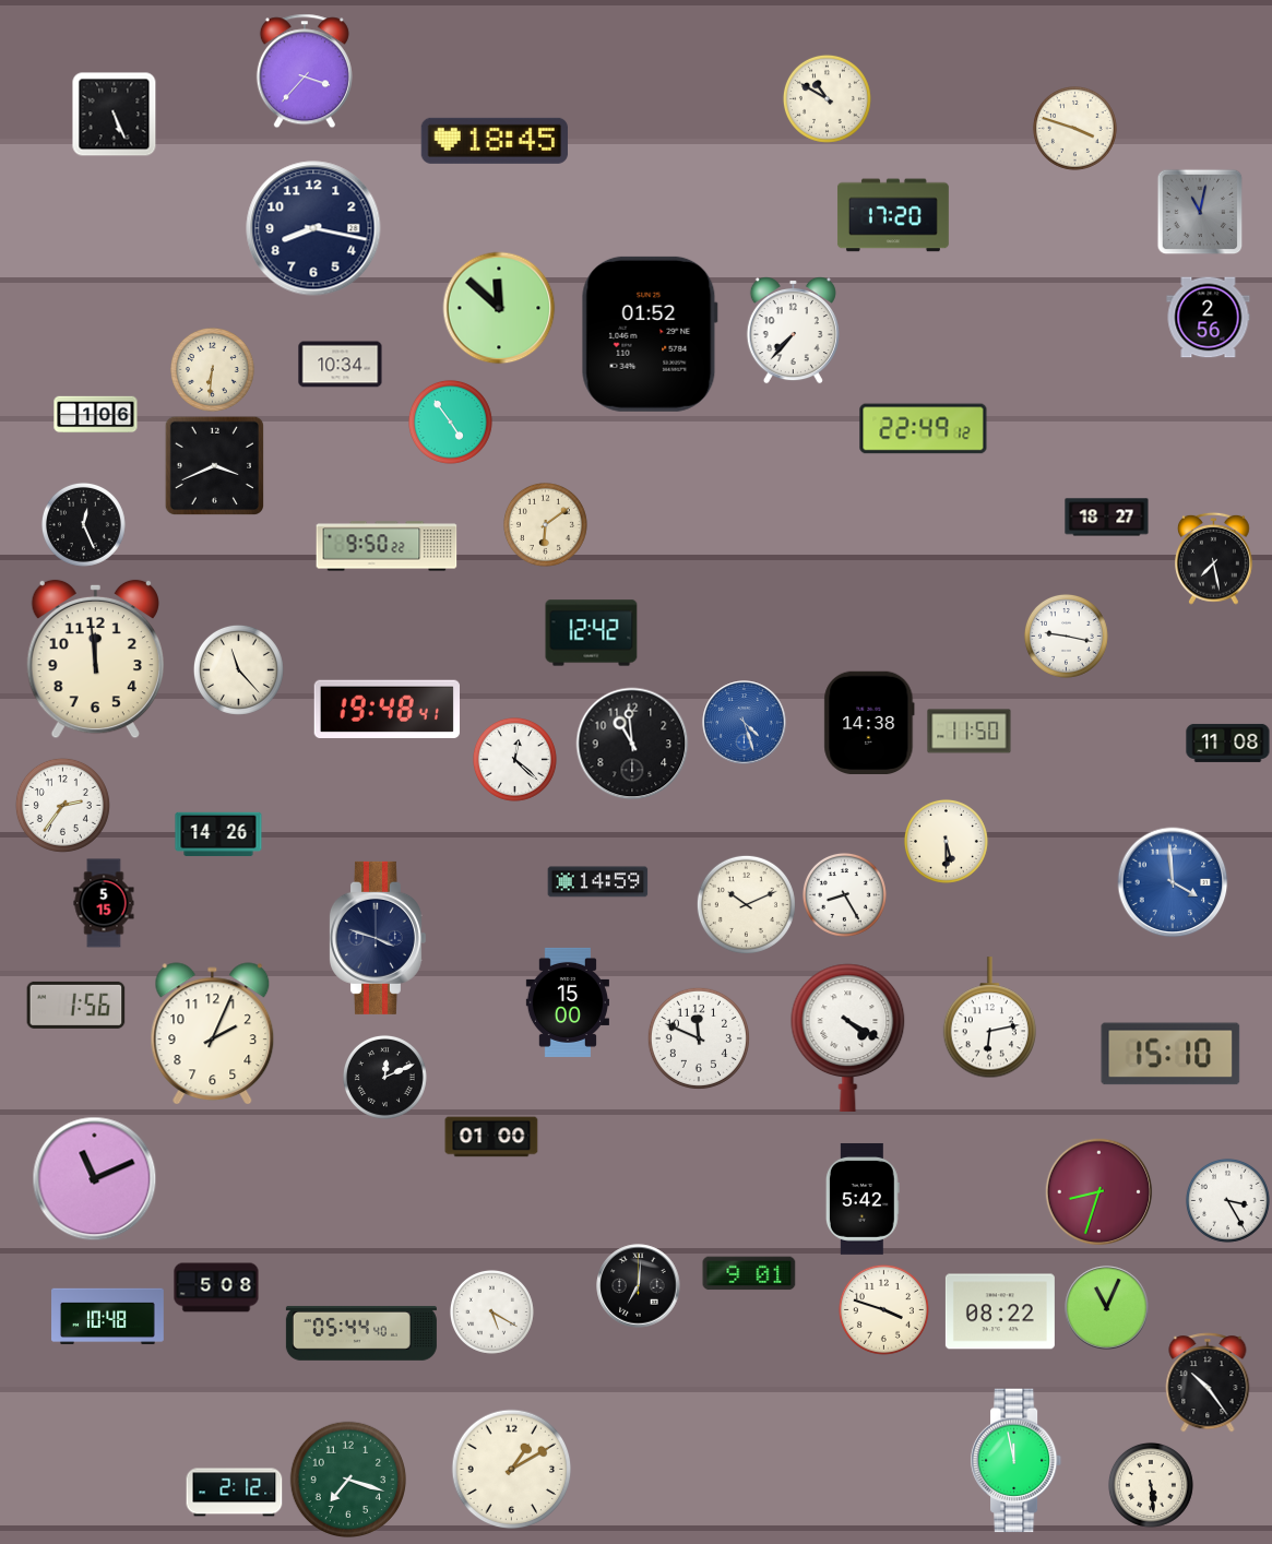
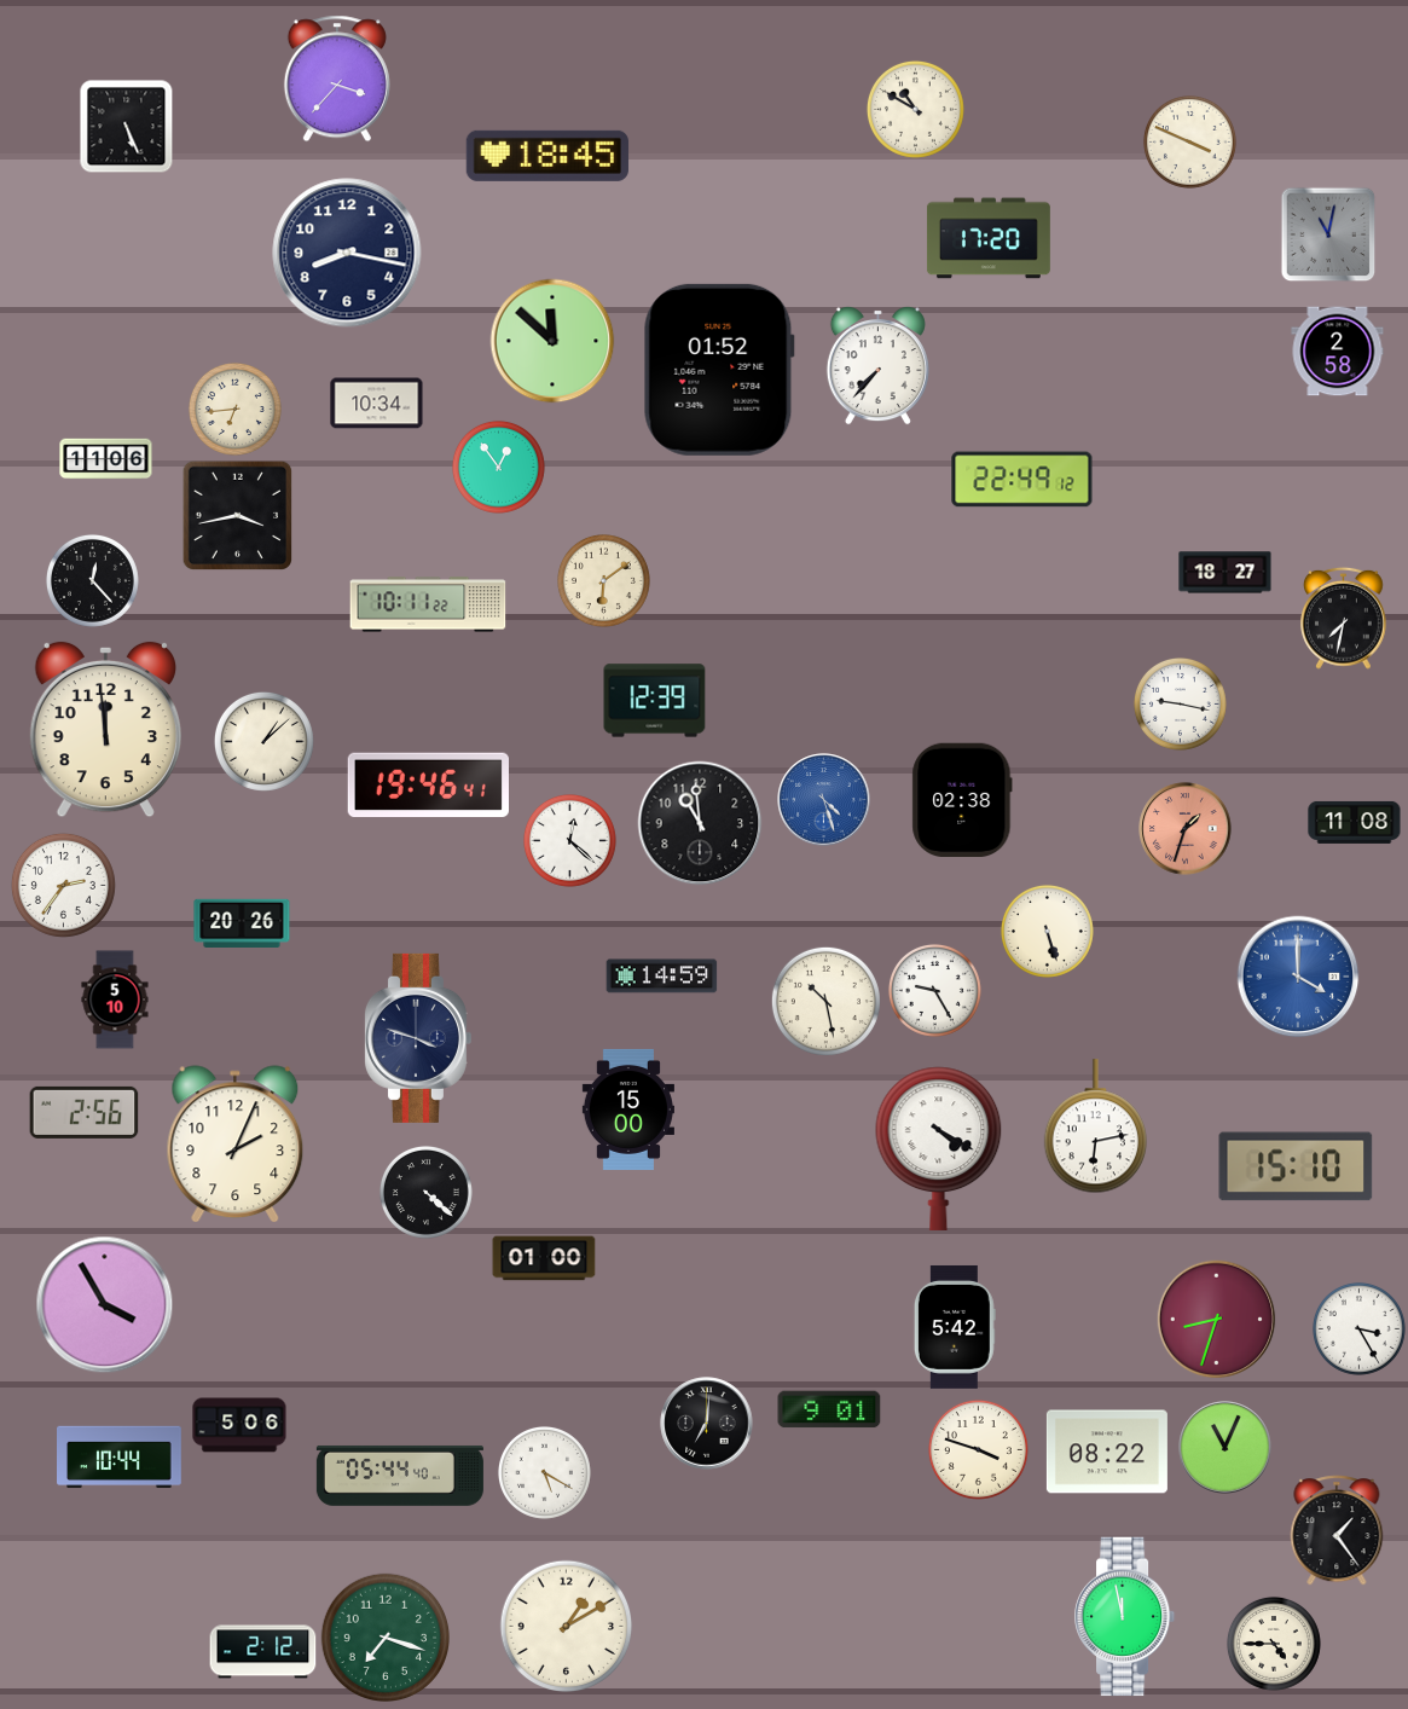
clock at (1074, 128): 3:48 -> 3:49
clock at (1209, 318): 2:56 -> 2:58
clock at (212, 369): 6:31 -> 6:44
clock at (96, 415): 1:06 -> 11:06
clock at (450, 421): 4:54 -> 12:54
clock at (924, 429) position: (924, 429) -> (1022, 480)
clock at (214, 465): 3:41 -> 3:43
clock at (83, 524): 12:26 -> 12:23
clock at (387, 546): 9:50 -> 10:11
clock at (1214, 558): 7:28 -> 7:32
clock at (592, 633): 12:42 -> 12:39
clock at (238, 669): 11:23 -> 1:08
clock at (387, 709): 19:48 -> 19:46
clock at (869, 723): 14:38 -> 02:38
clock at (970, 732): 11:50 -> none
clock at (1228, 743) position: (1228, 743) -> (1355, 822)
clock at (1186, 829): none -> 1:33
clock at (62, 805) position: (62, 805) -> (63, 885)
clock at (218, 833): 14:26 -> 20:26
clock at (946, 841): 5:30 -> 5:27
clock at (1173, 882): 3:59 -> 4:00
clock at (844, 894): 8:25 -> 9:25
clock at (104, 903): 5:15 -> 5:10
clock at (746, 904): 10:11 -> 10:28
clock at (76, 1005): 1:56 -> 2:56
clock at (699, 1038): 11:49 -> none
clock at (384, 1077): 12:11 -> 4:22
clock at (95, 1179): 11:11 -> 3:55
clock at (216, 1287): 5:08 -> 5:06
clock at (491, 1311) position: (491, 1311) -> (544, 1472)
clock at (108, 1317): 10:48 -> 10:44
clock at (1208, 1382): 10:24 -> 1:24
clock at (1151, 1485): 5:29 -> 4:45
clock at (235, 1493) position: (235, 1493) -> (263, 1652)
